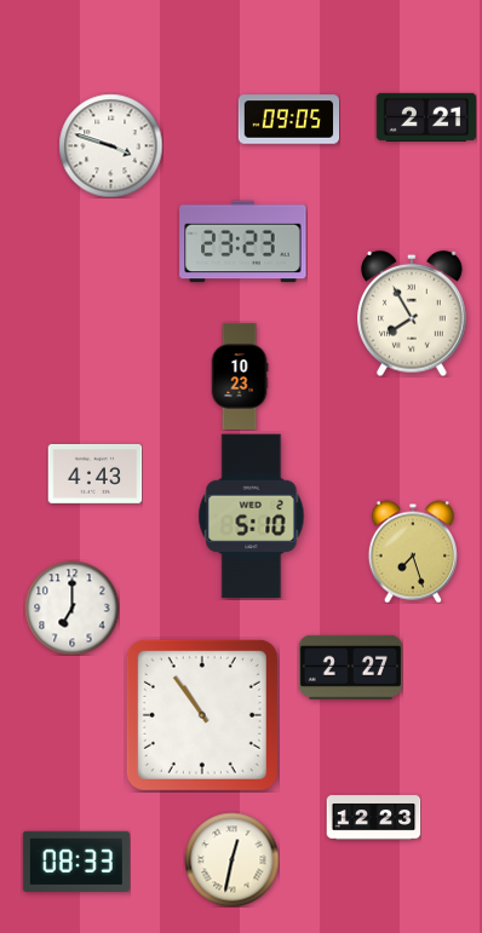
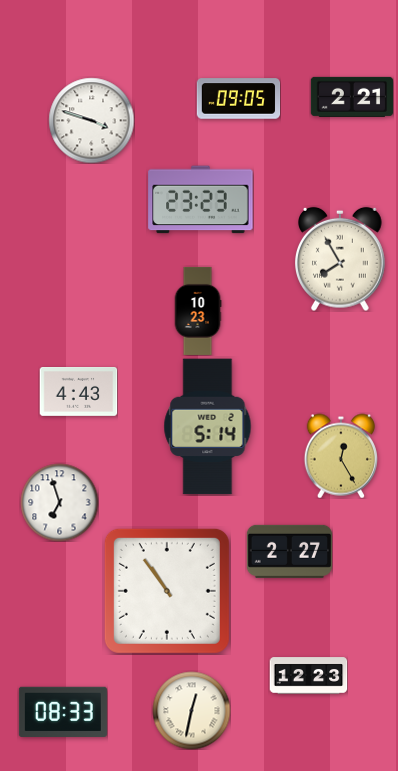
clock at (252, 517): 5:10 -> 5:14
clock at (413, 552): 7:27 -> 12:25
clock at (71, 607): 7:00 -> 6:57
